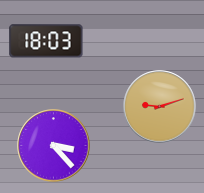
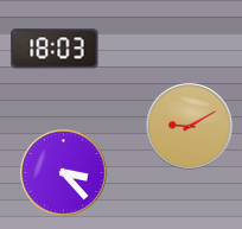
clock at (160, 107): 9:12 -> 9:10
